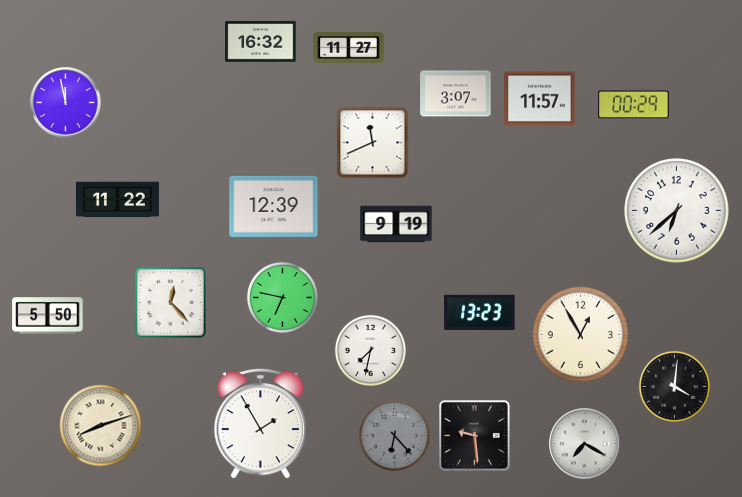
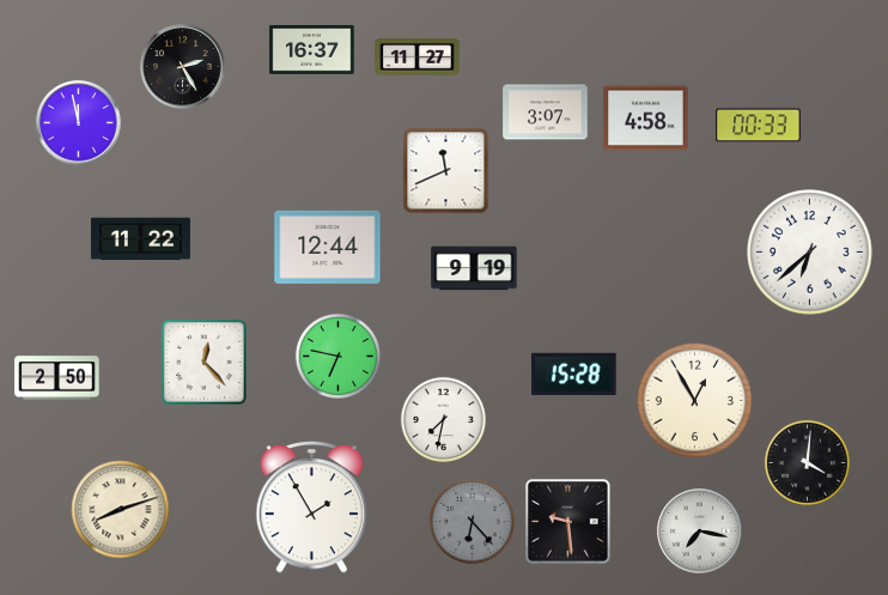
clock at (261, 42): 16:32 -> 16:37
clock at (183, 67): none -> 2:25
clock at (540, 99): 11:57 -> 4:58
clock at (634, 105): 00:29 -> 00:33
clock at (274, 206): 12:39 -> 12:44
clock at (480, 312): 13:23 -> 15:28
clock at (48, 316): 5:50 -> 2:50
clock at (585, 444): 7:20 -> 7:17
